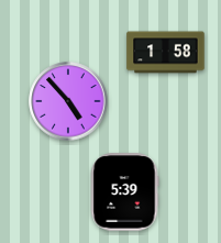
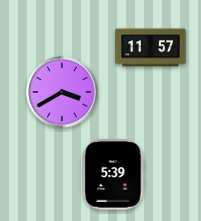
clock at (166, 53): 1:58 -> 11:57
clock at (68, 101): 4:53 -> 3:40
